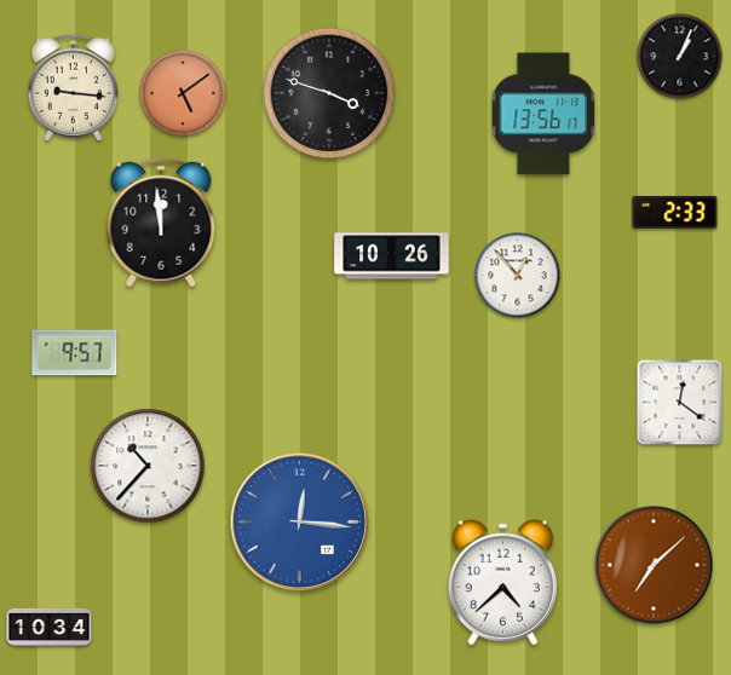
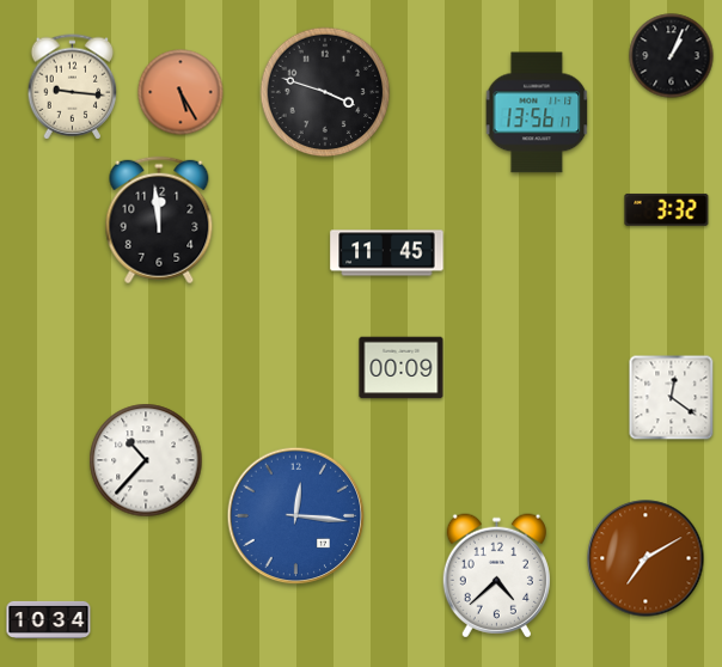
clock at (183, 93): 5:09 -> 5:25
clock at (675, 212): 2:33 -> 3:32
clock at (392, 256): 10:26 -> 11:45
clock at (518, 276): 12:53 -> none
clock at (75, 353): 9:57 -> none
clock at (402, 368): none -> 00:09
clock at (654, 565): 7:08 -> 7:10
